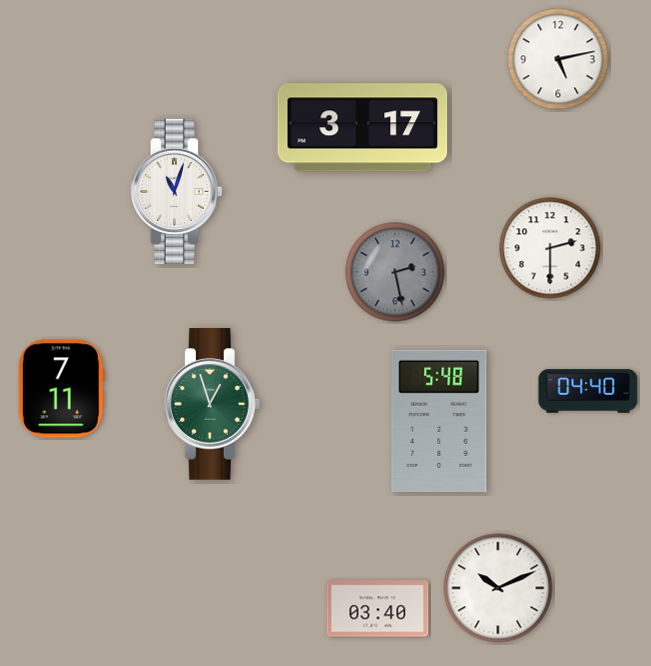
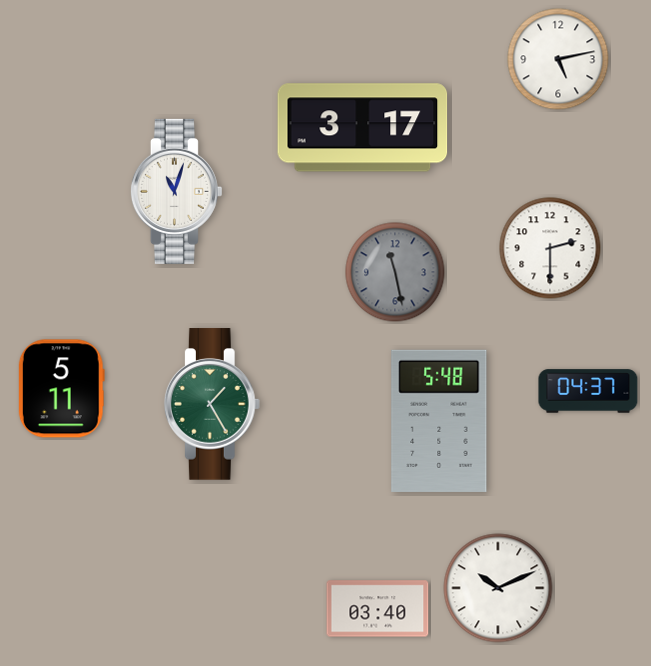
clock at (395, 272): 2:28 -> 11:28
clock at (61, 389): 7:11 -> 5:11
clock at (588, 391): 04:40 -> 04:37
clock at (212, 404): 12:57 -> 1:25
